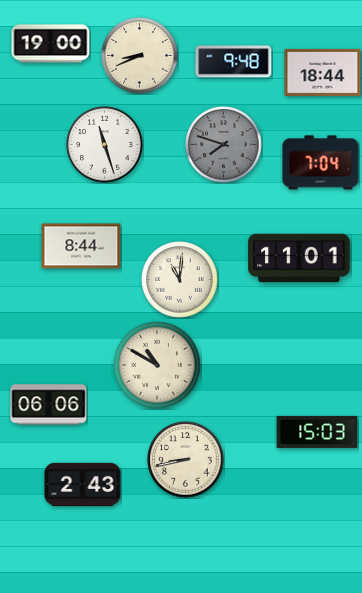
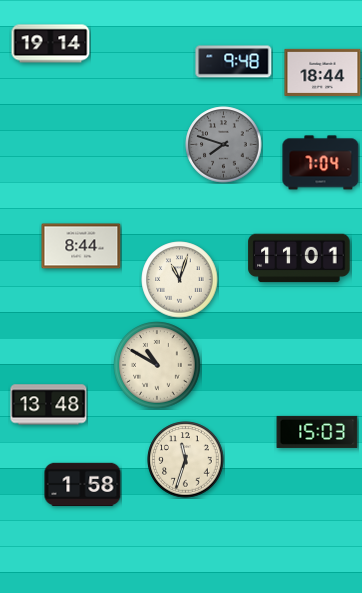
clock at (51, 44): 19:00 -> 19:14
clock at (140, 56): 8:41 -> none
clock at (105, 145): 11:27 -> none
clock at (180, 280): 11:01 -> 11:03
clock at (49, 405): 06:06 -> 13:48
clock at (186, 460): 8:43 -> 11:33
clock at (83, 485): 2:43 -> 1:58
